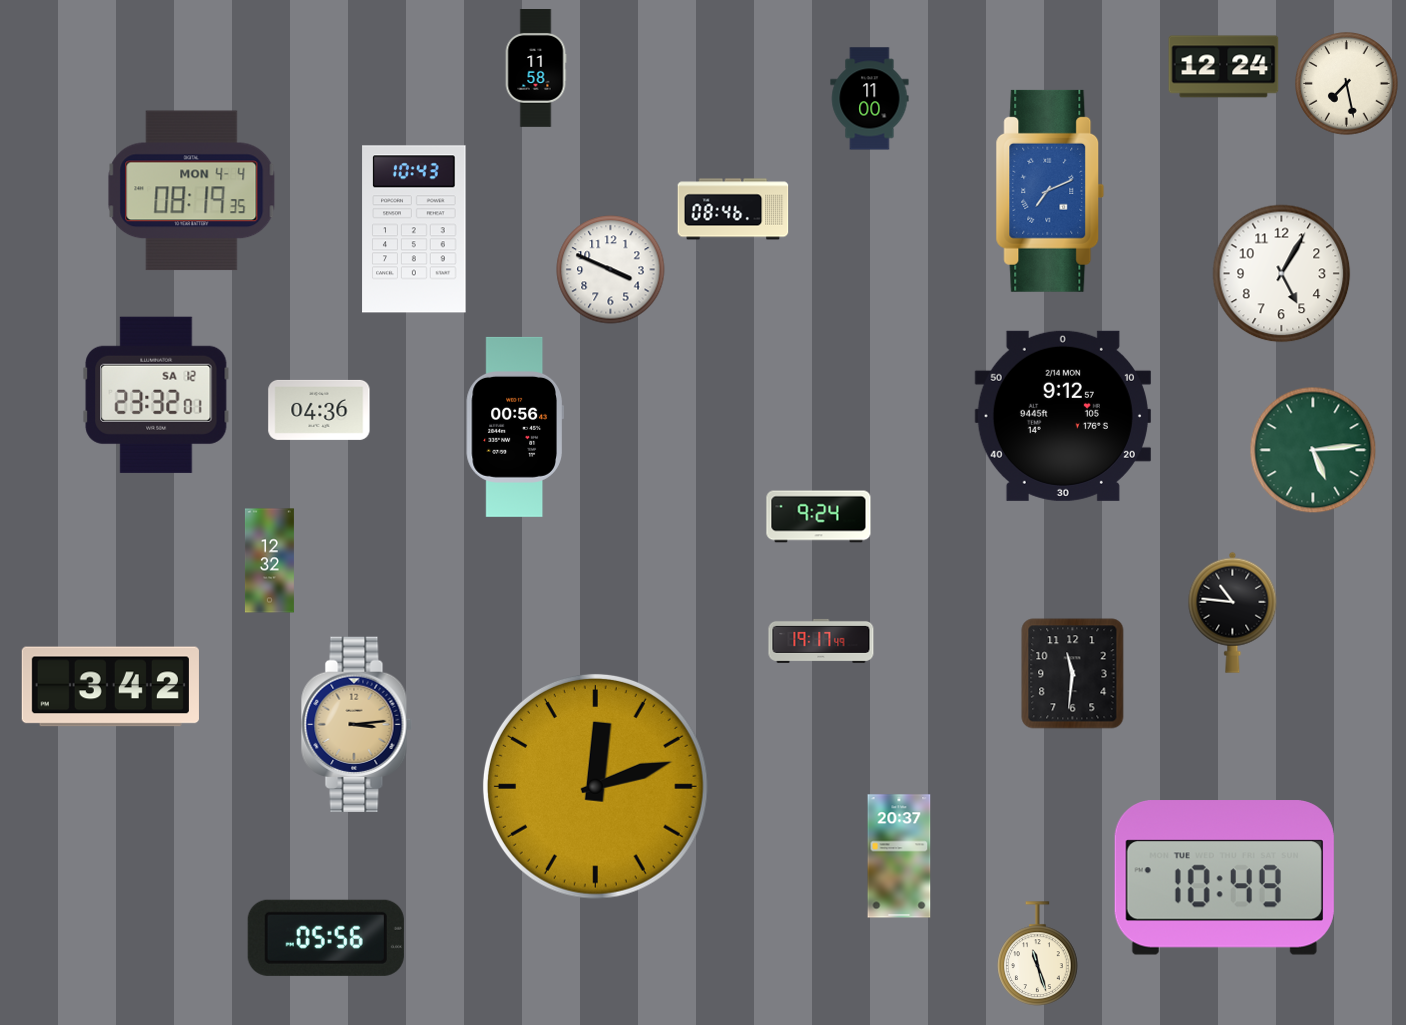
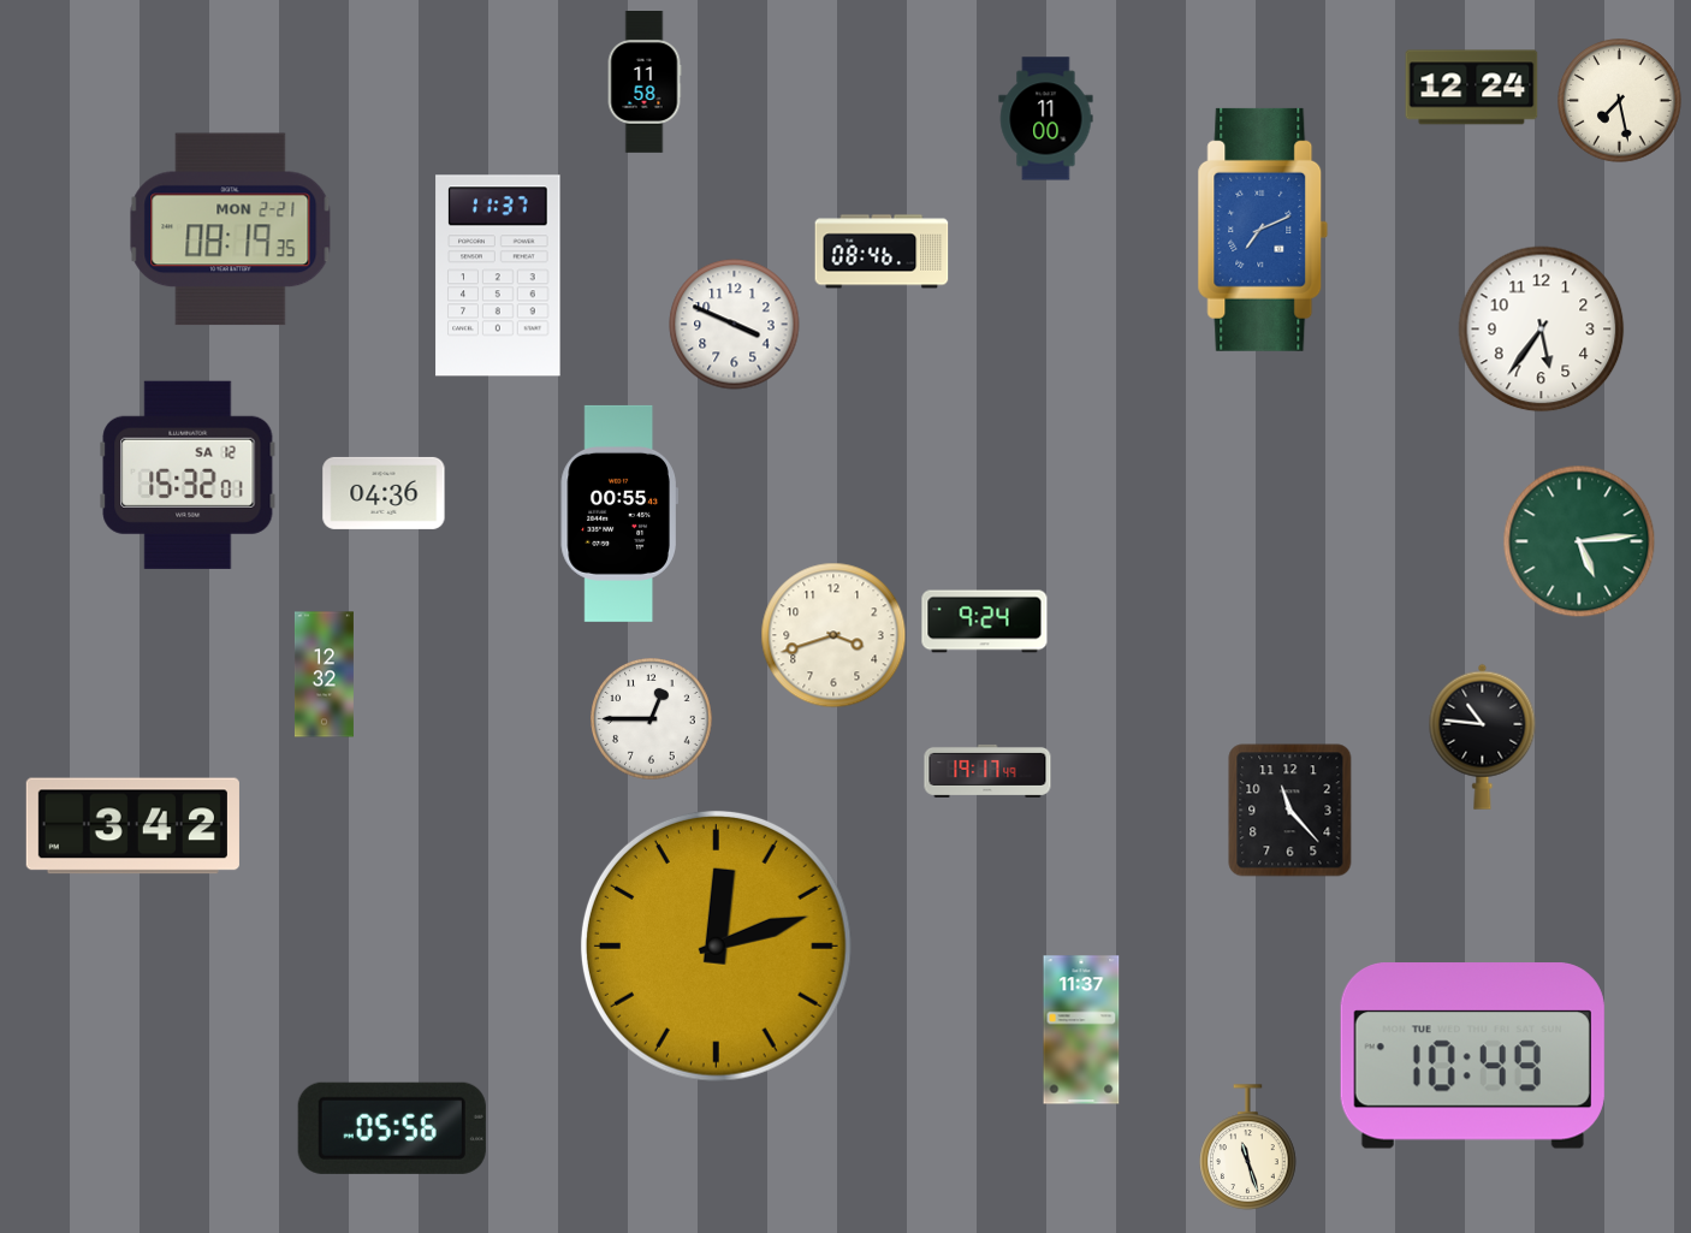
clock at (1224, 67) position: (1224, 67) -> (1472, 88)
clock at (192, 191) date: MON 4-4 -> MON 2-21
clock at (414, 229): 10:43 -> 11:37
clock at (1282, 274): 5:05 -> 5:36
clock at (156, 395): 23:32 -> 15:32
clock at (1063, 416): 9:12 -> none
clock at (515, 427): 00:56 -> 00:55
clock at (833, 635): none -> 3:42
clock at (652, 719): none -> 12:45
clock at (1073, 674): 11:31 -> 11:23
clock at (356, 724): 3:14 -> none
clock at (899, 856): 20:37 -> 11:37
